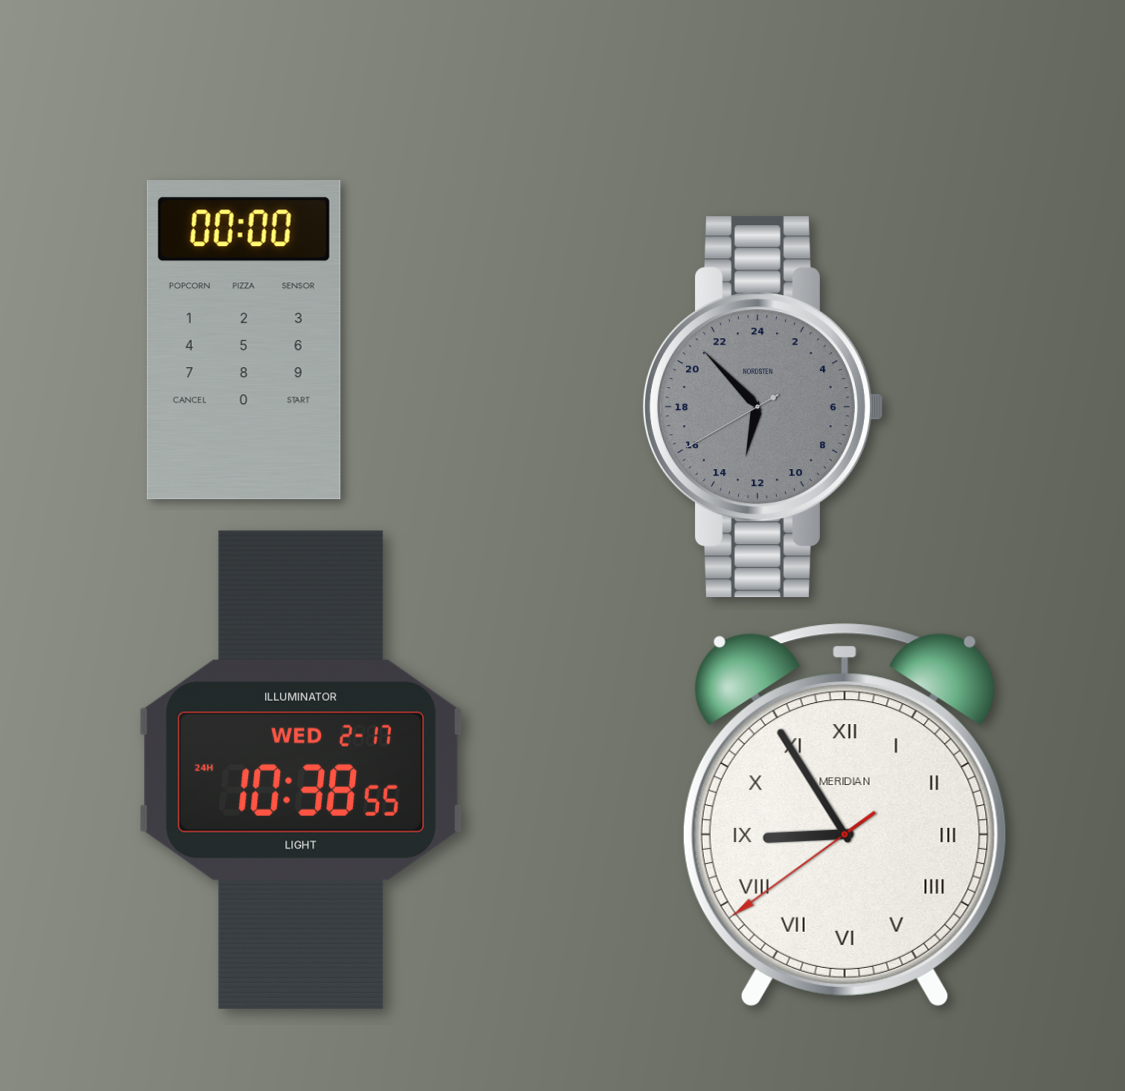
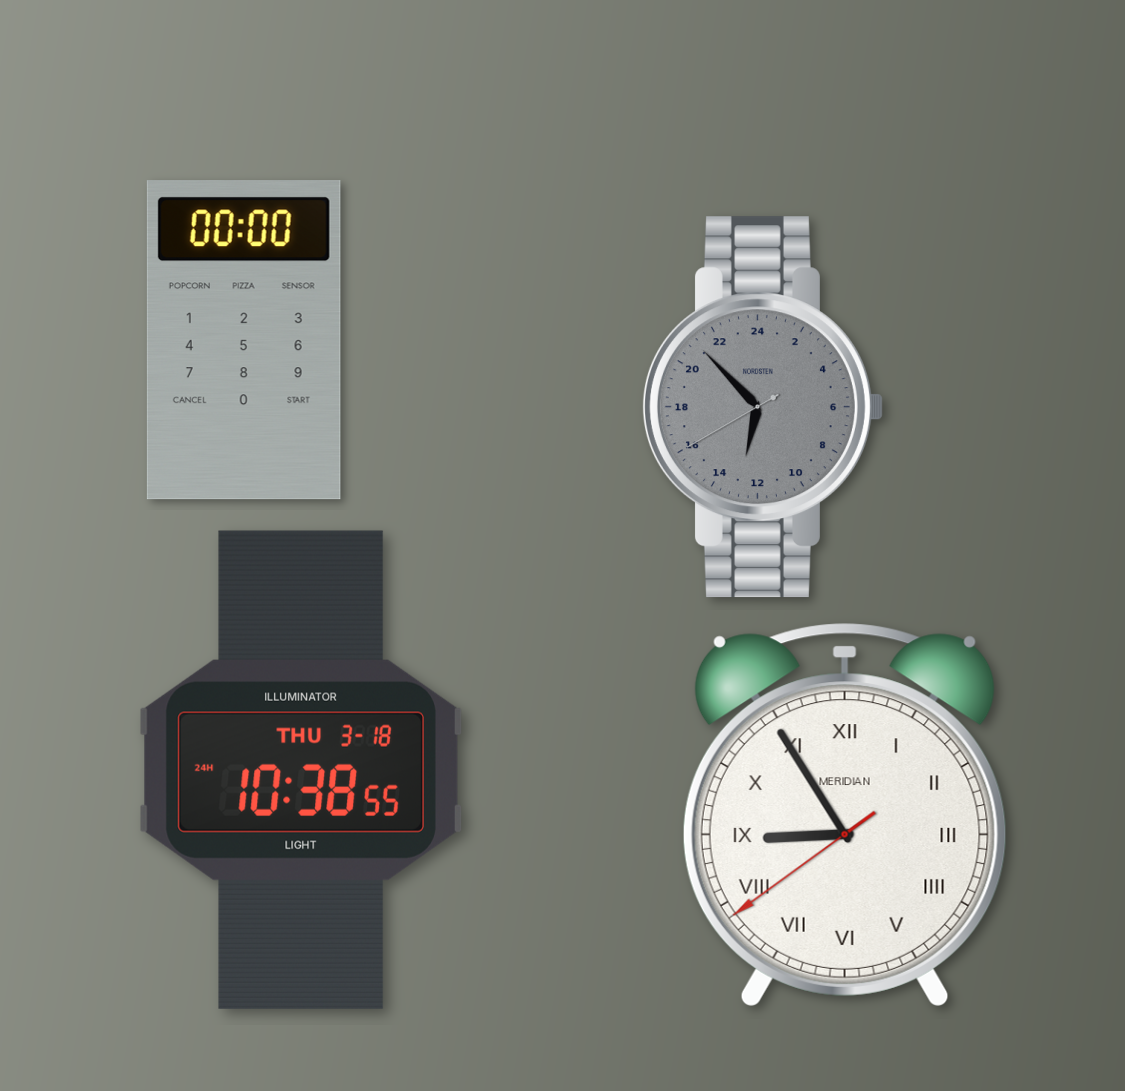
clock at (301, 770) date: WED 2-17 -> THU 3-18
